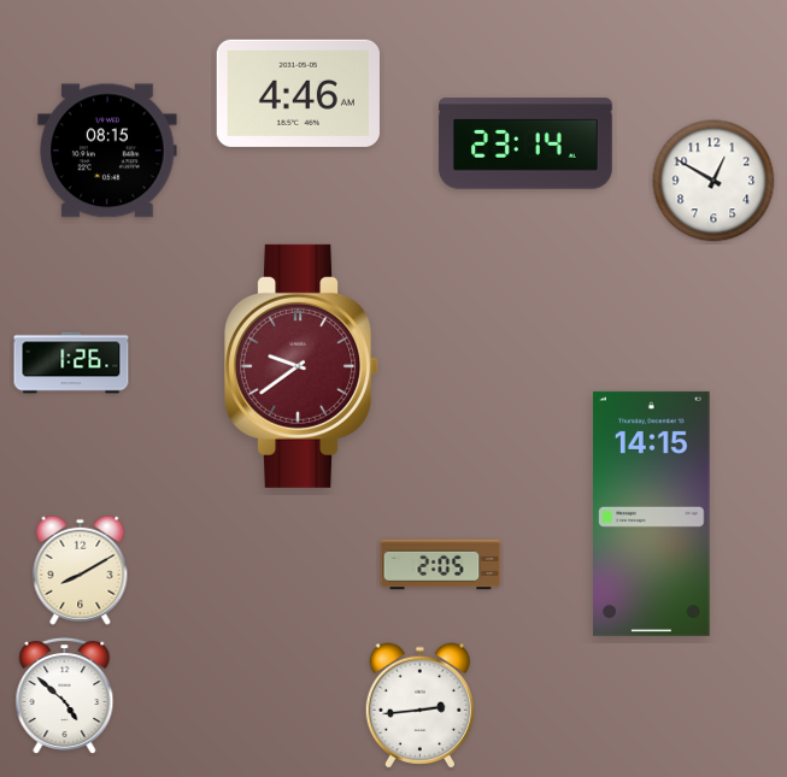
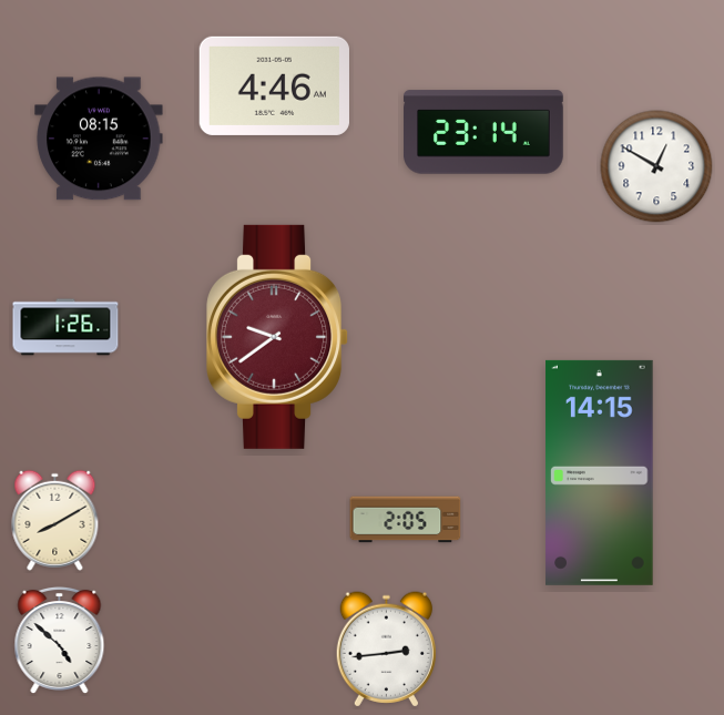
clock at (71, 363) position: (71, 363) -> (65, 327)
clock at (81, 570) position: (81, 570) -> (55, 520)
